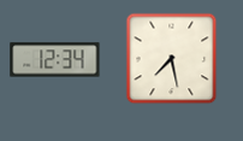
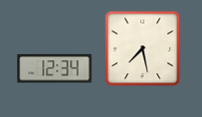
clock at (55, 60) position: (55, 60) -> (55, 69)
